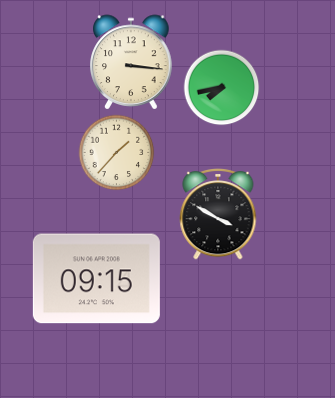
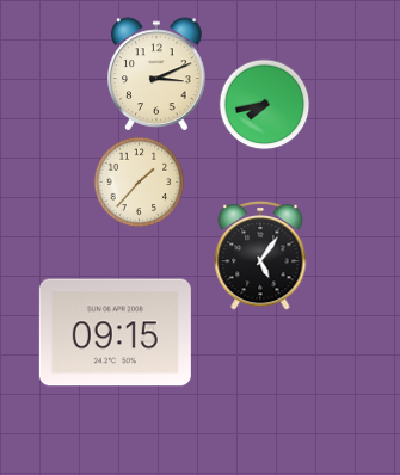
clock at (131, 62): 3:16 -> 3:11
clock at (218, 215): 3:50 -> 5:06
